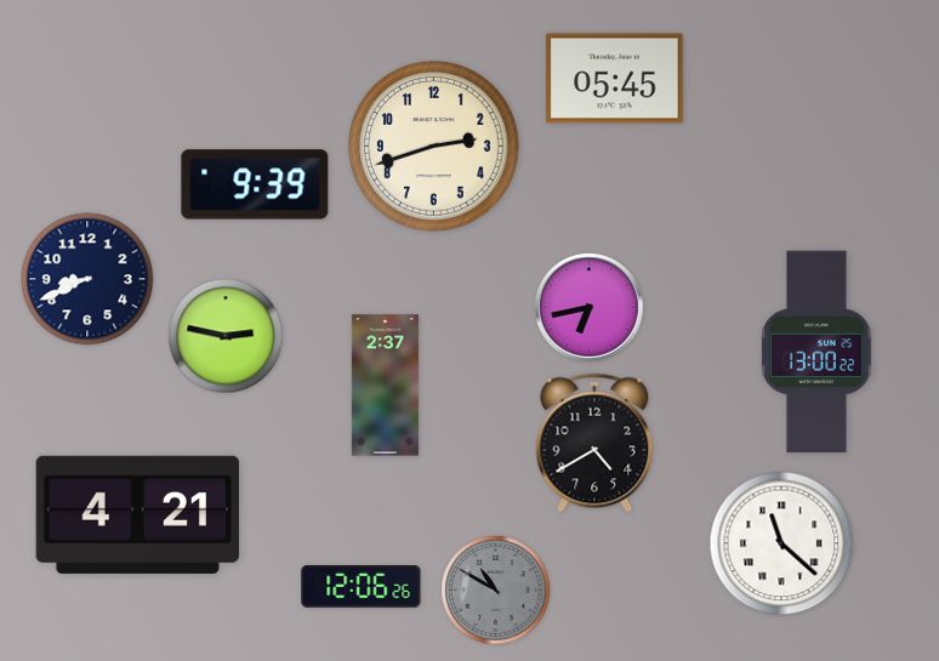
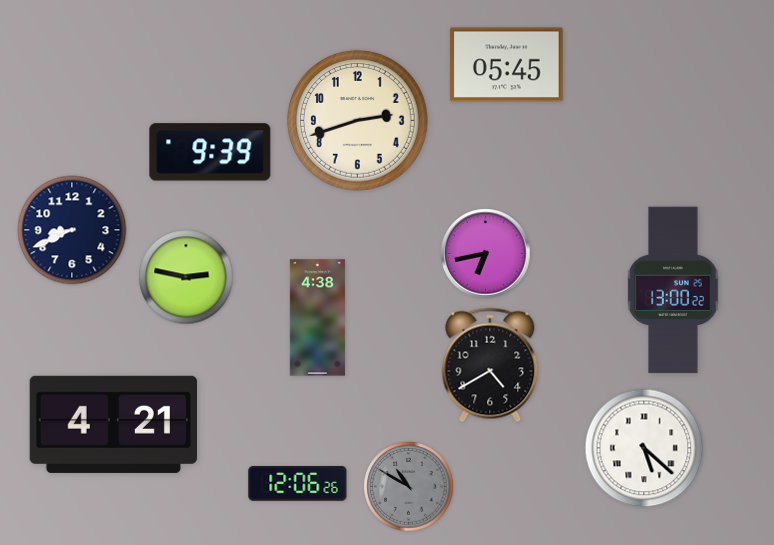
clock at (385, 386): 2:37 -> 4:38
clock at (781, 543): 11:22 -> 5:22
